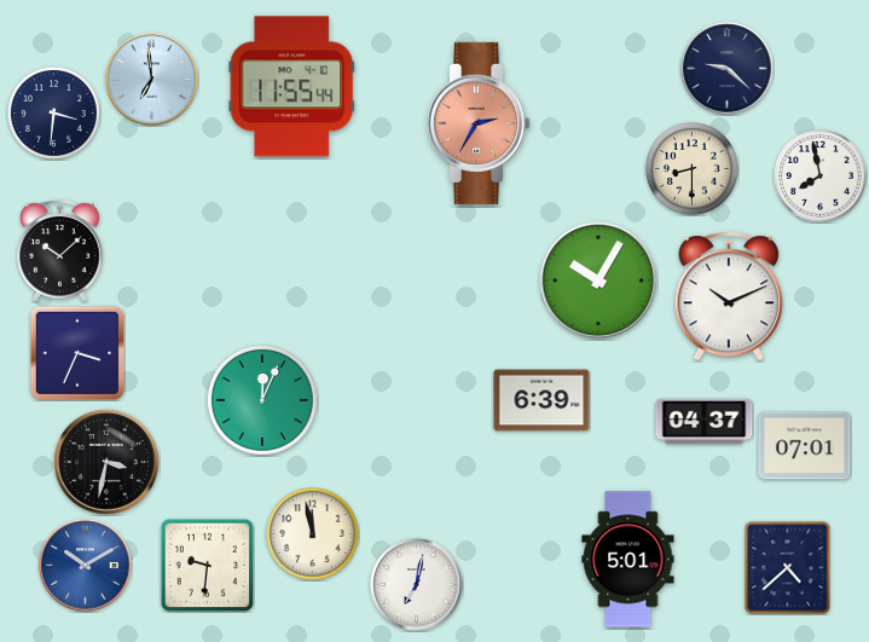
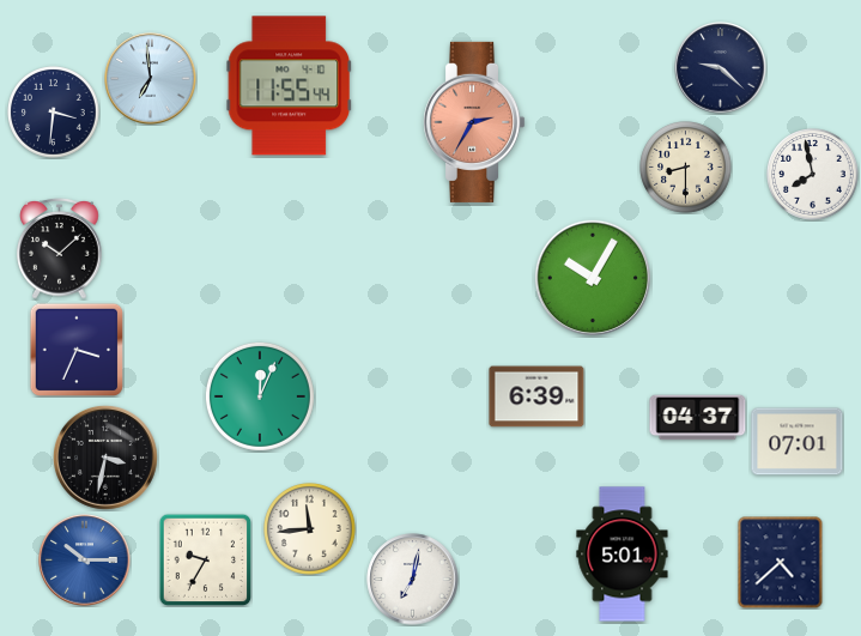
clock at (729, 297): 10:11 -> none
clock at (313, 534): 11:58 -> 11:44
clock at (207, 565): 9:31 -> 9:35
clock at (86, 566): 10:10 -> 10:15
